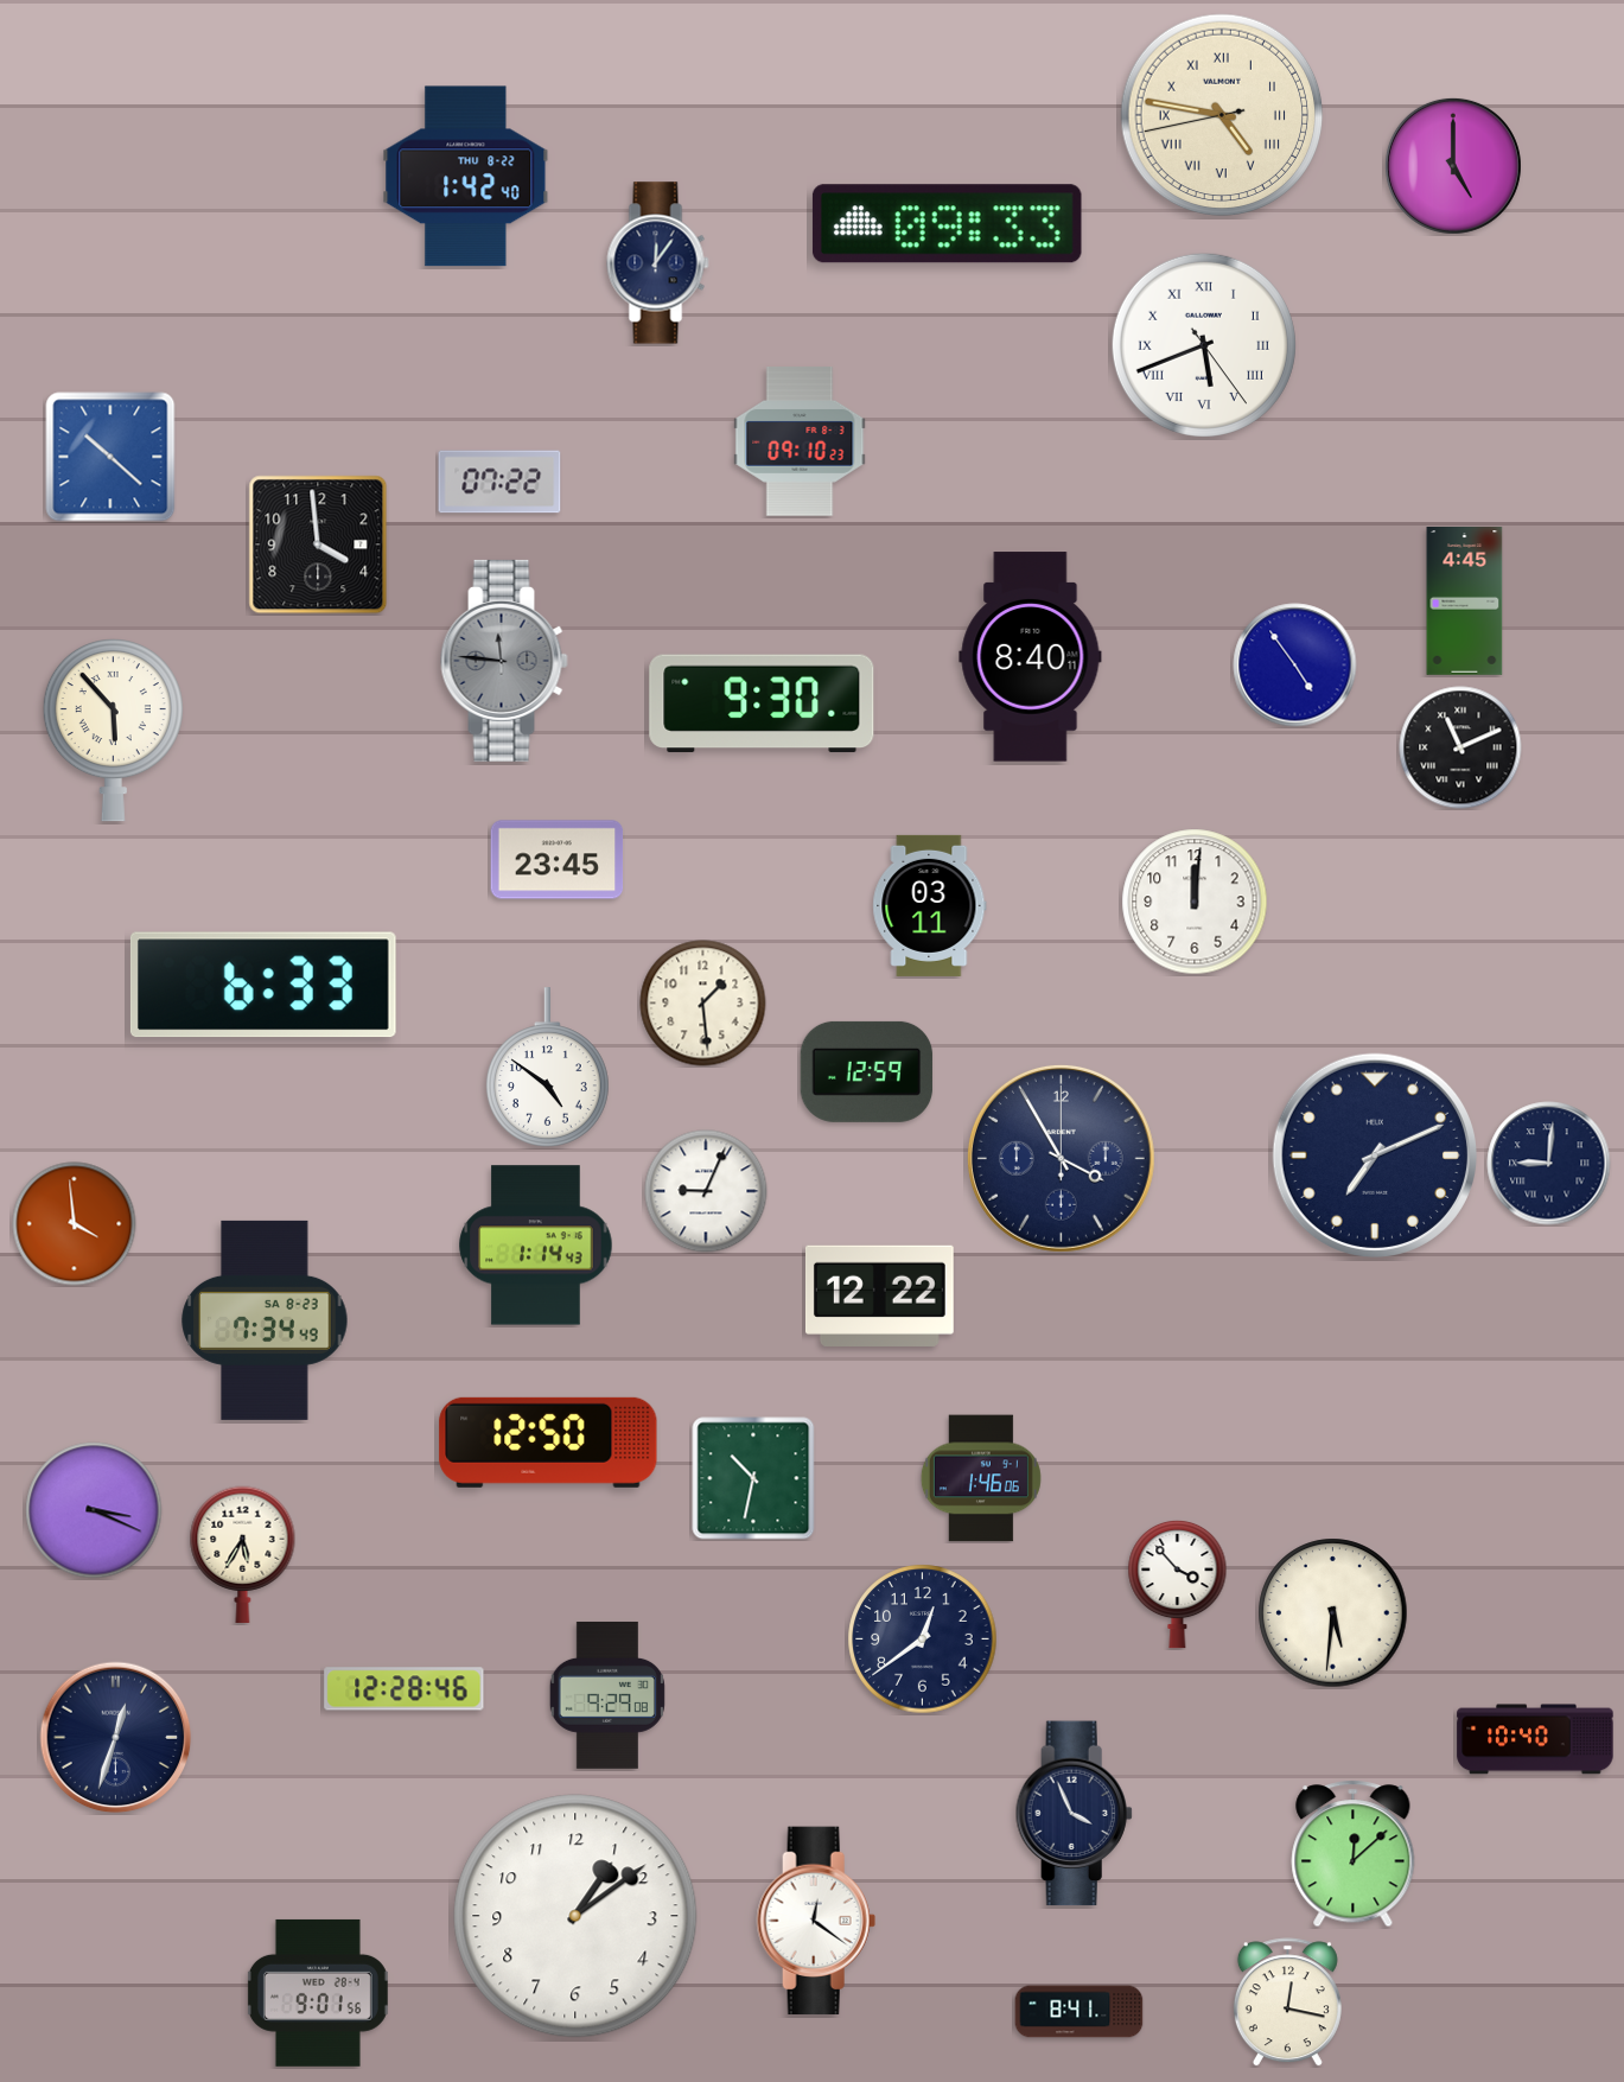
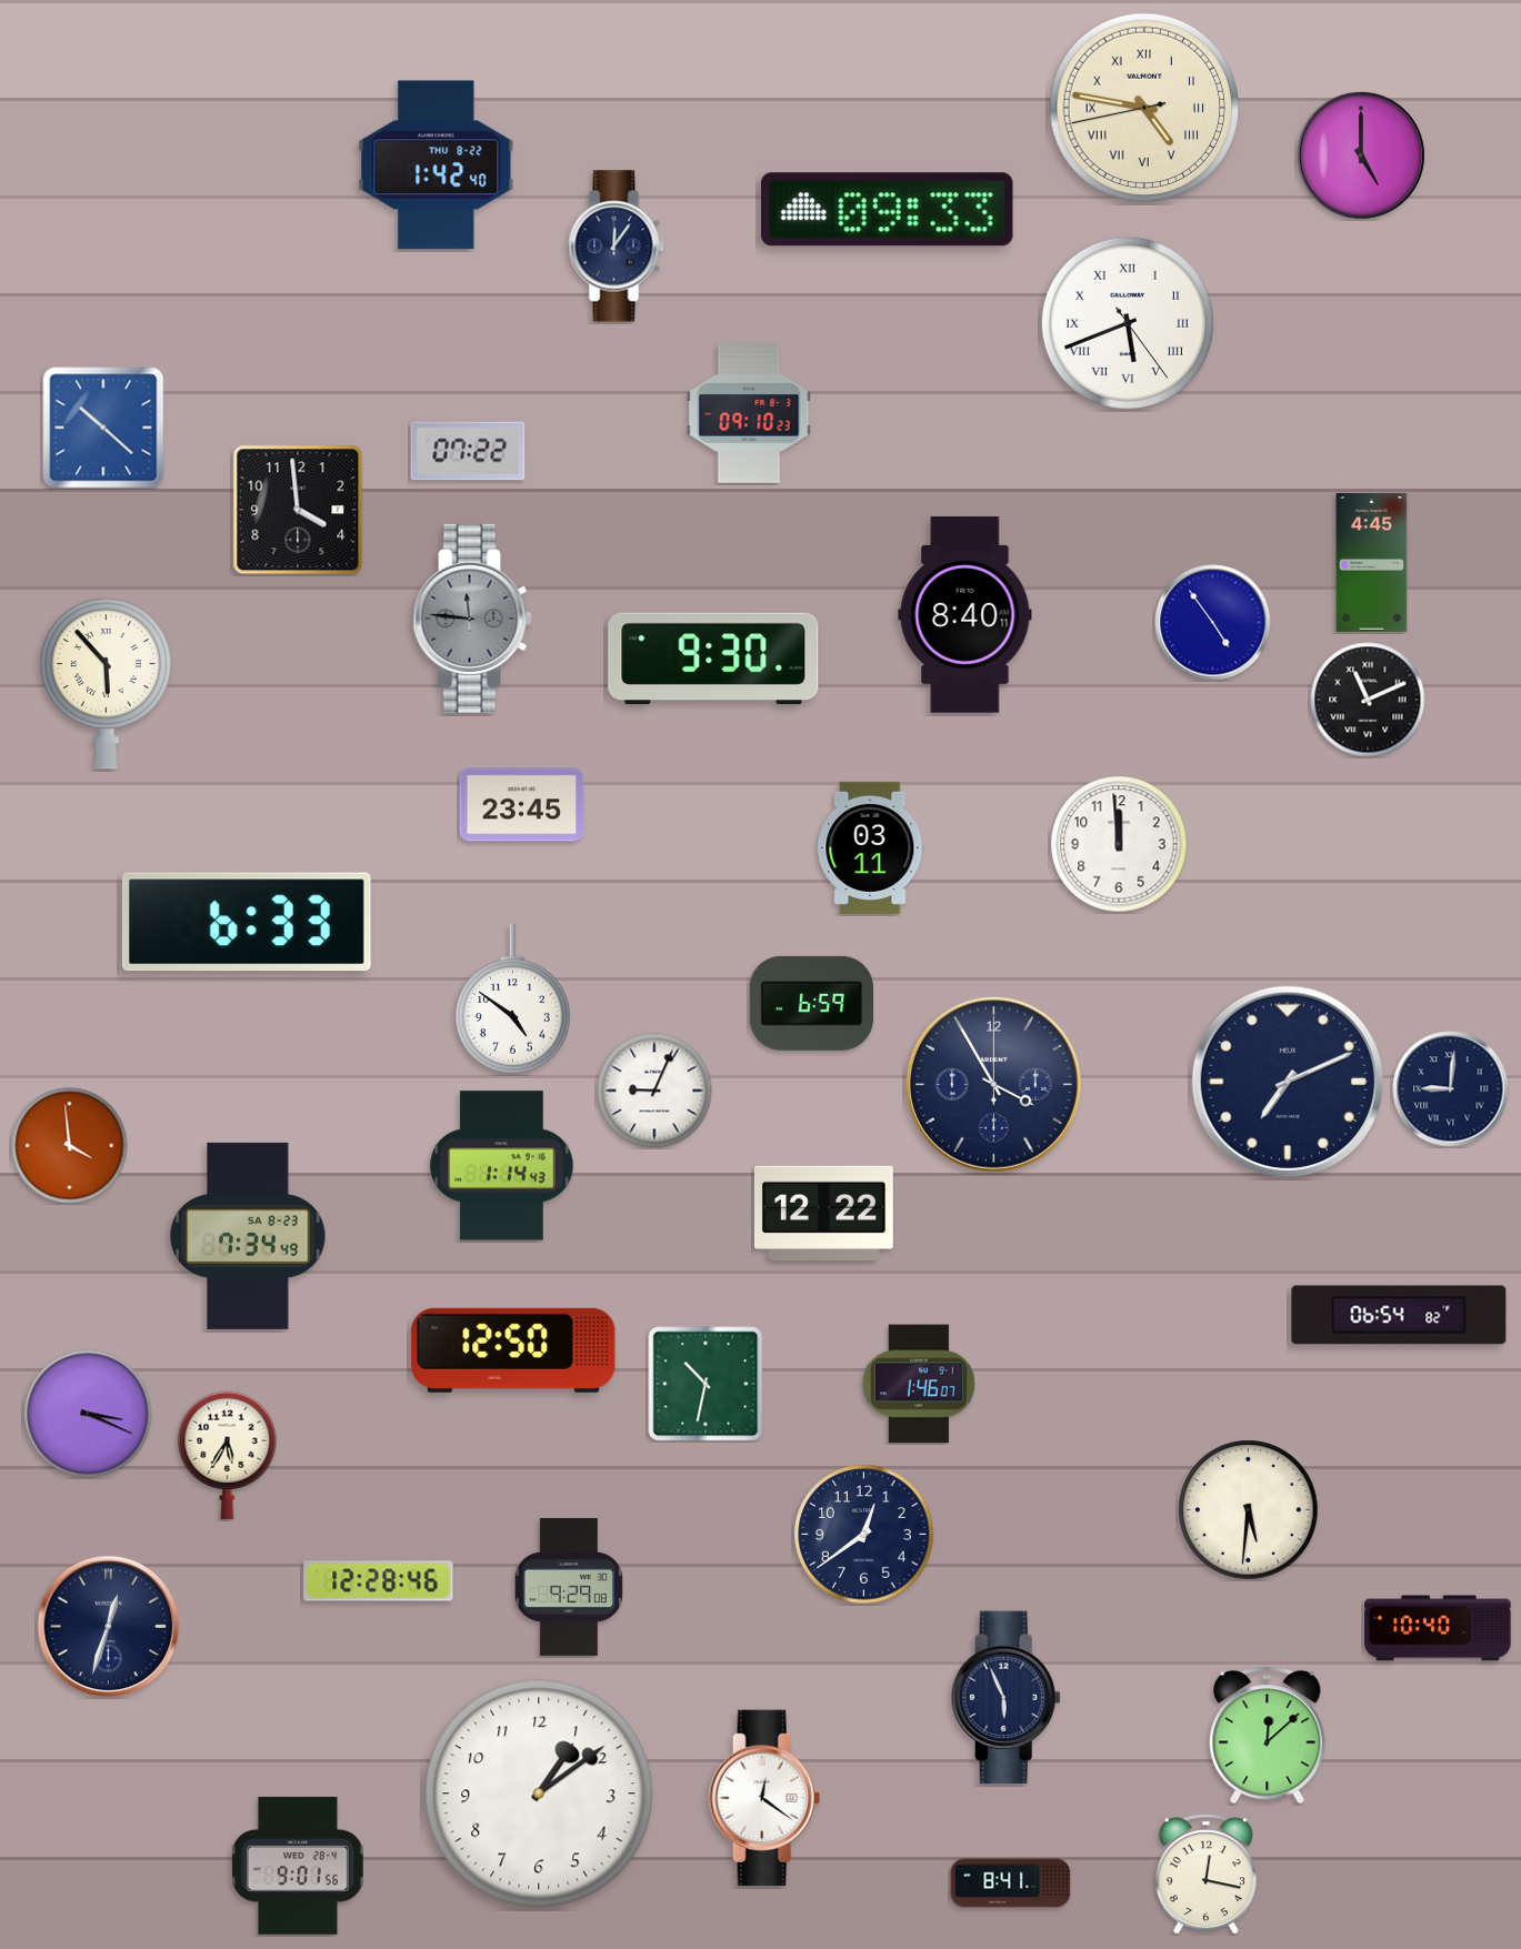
clock at (1195, 902): 12:01 -> 11:59
clock at (703, 1004): 1:29 -> none
clock at (867, 1071): 12:59 -> 6:59
clock at (706, 1191) position: (706, 1191) -> (654, 1091)
clock at (1399, 1315): none -> 06:54
clock at (981, 1478): 1:46:06 -> 1:46:07
clock at (1178, 1584): 3:53 -> none
clock at (1074, 1814): 3:56 -> 5:56
